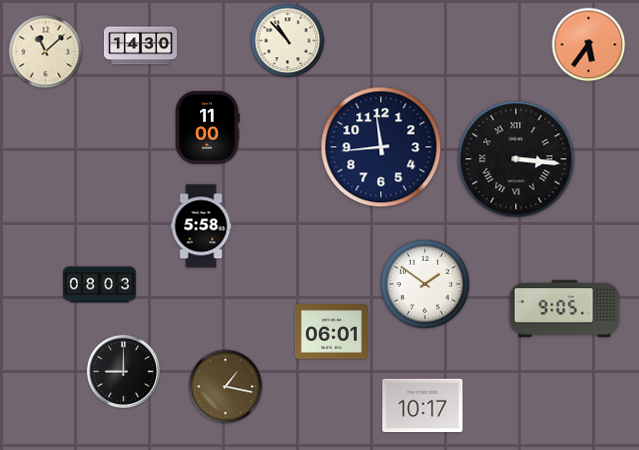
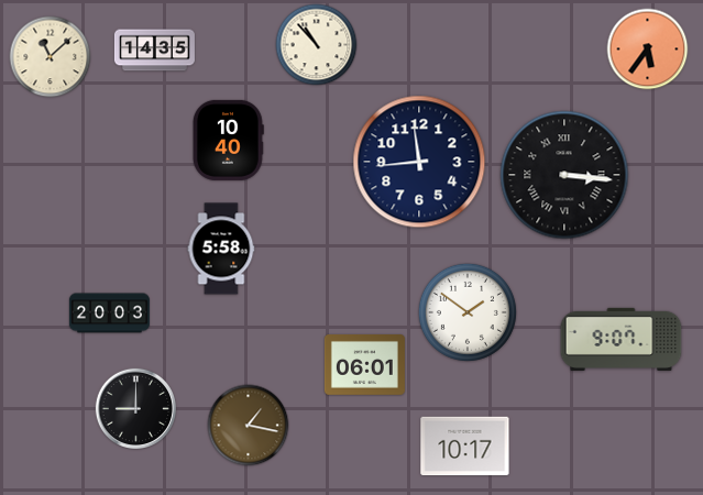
clock at (140, 46): 14:30 -> 14:35
clock at (207, 127): 11:00 -> 10:40
clock at (516, 159) position: (516, 159) -> (564, 175)
clock at (99, 285): 08:03 -> 20:03
clock at (565, 308): 9:05 -> 9:07
